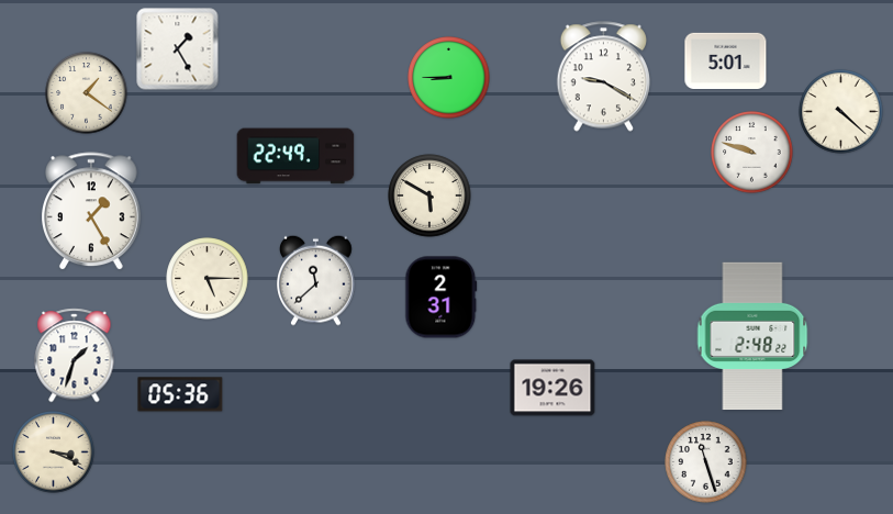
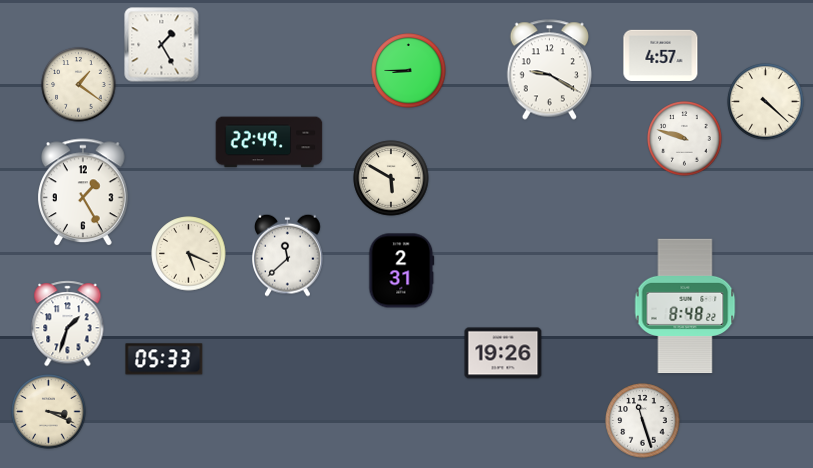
clock at (726, 62): 5:01 -> 4:57
clock at (208, 279): 5:15 -> 5:19
clock at (752, 336): 2:48 -> 8:48
clock at (180, 394): 05:36 -> 05:33
